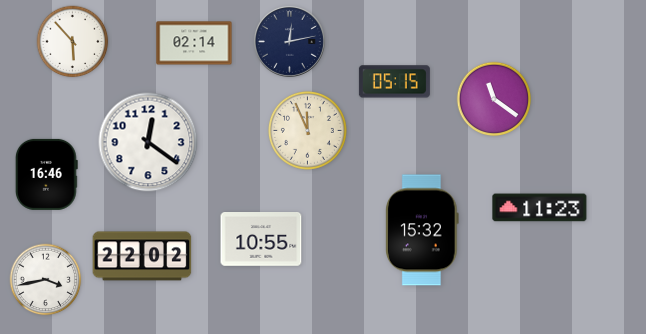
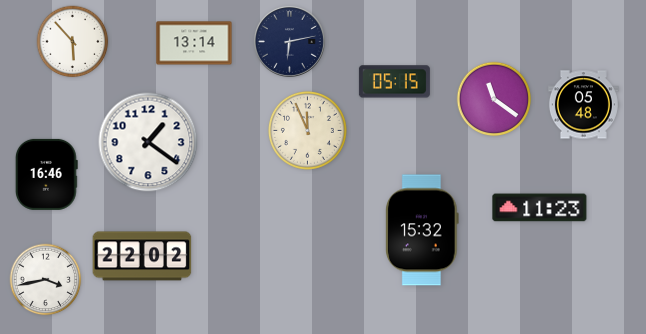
clock at (289, 41): 12:13 -> 6:13
clock at (194, 43): 02:14 -> 13:14
clock at (583, 105): none -> 05:48
clock at (148, 142): 12:21 -> 1:21
clock at (261, 240): 10:55 -> none
